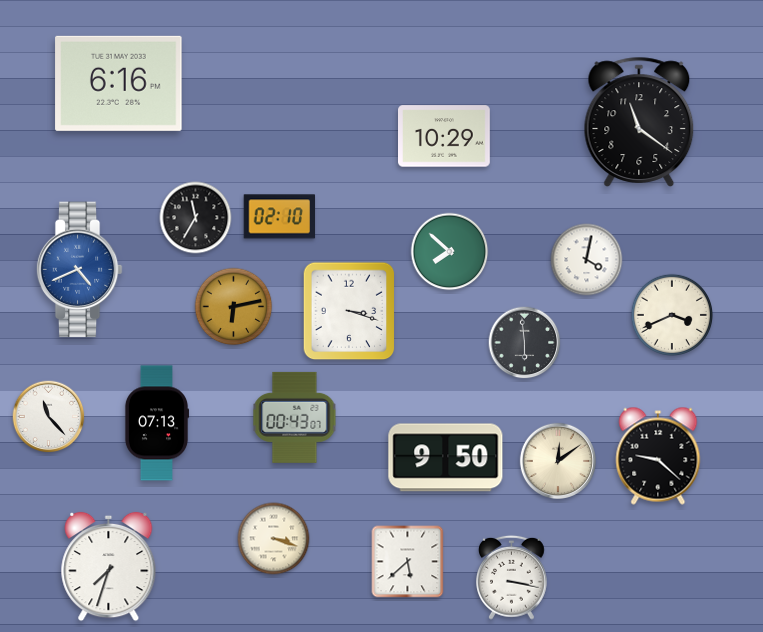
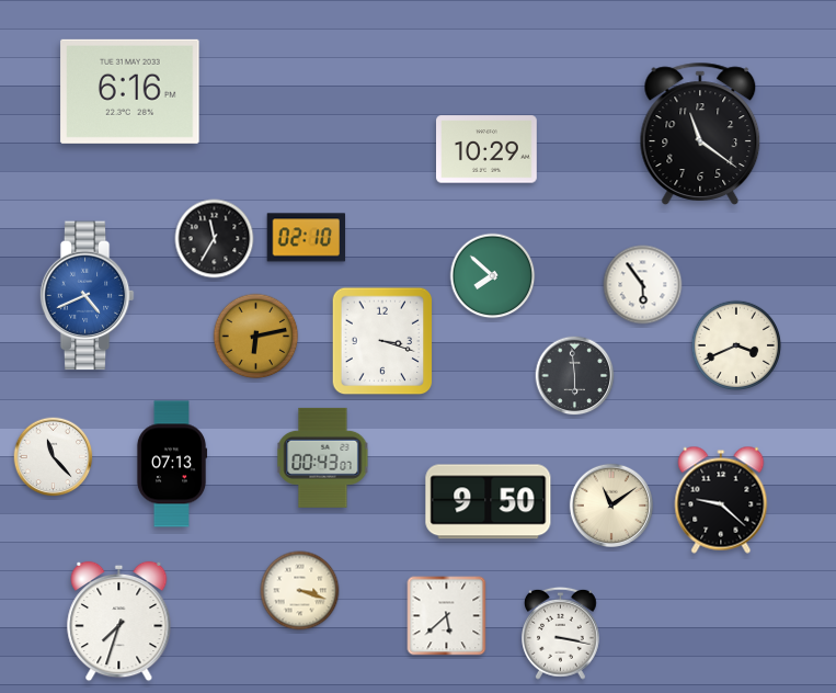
clock at (587, 260): 4:02 -> 5:54
clock at (557, 460): 12:09 -> 11:09
